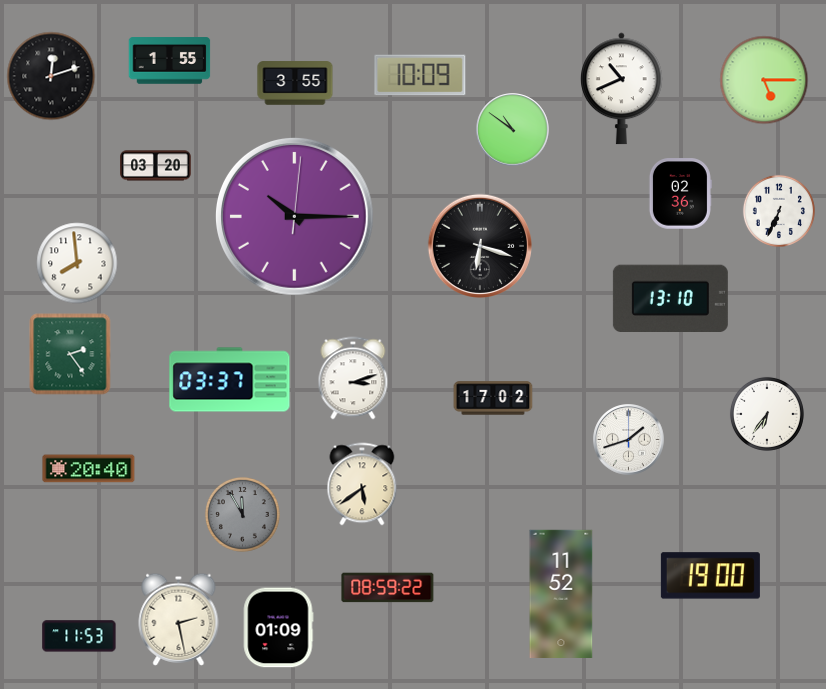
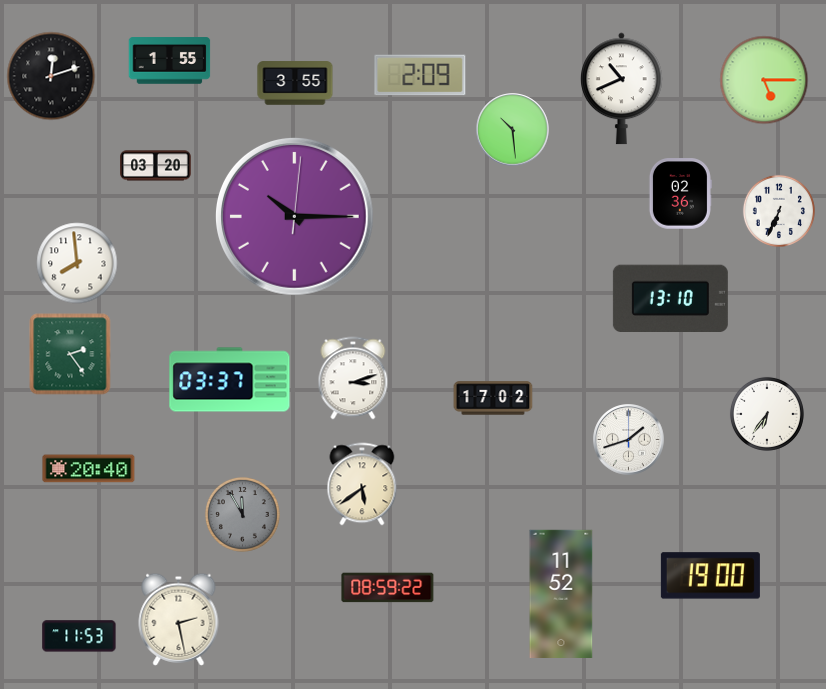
clock at (420, 75): 10:09 -> 2:09
clock at (513, 130): 10:51 -> 10:29
clock at (479, 245): 6:18 -> none
clock at (278, 628): 01:09 -> none
